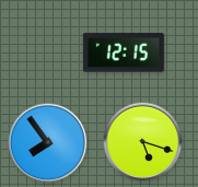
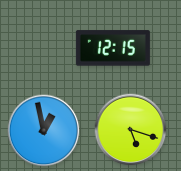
clock at (48, 143): 7:54 -> 12:58
